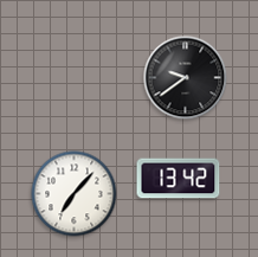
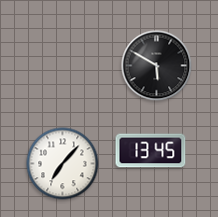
clock at (186, 78): 9:39 -> 5:50
clock at (179, 179): 13:42 -> 13:45
